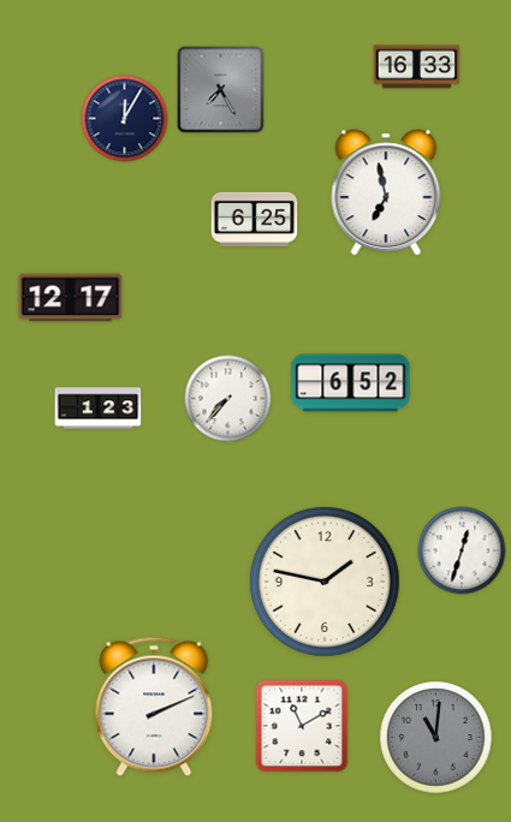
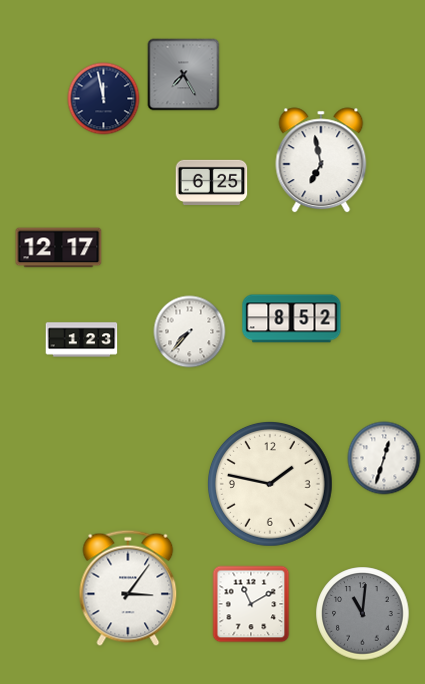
clock at (417, 67): 16:33 -> none
clock at (125, 119): 12:05 -> 11:58
clock at (351, 383): 6:52 -> 8:52
clock at (154, 707): 2:11 -> 3:06
